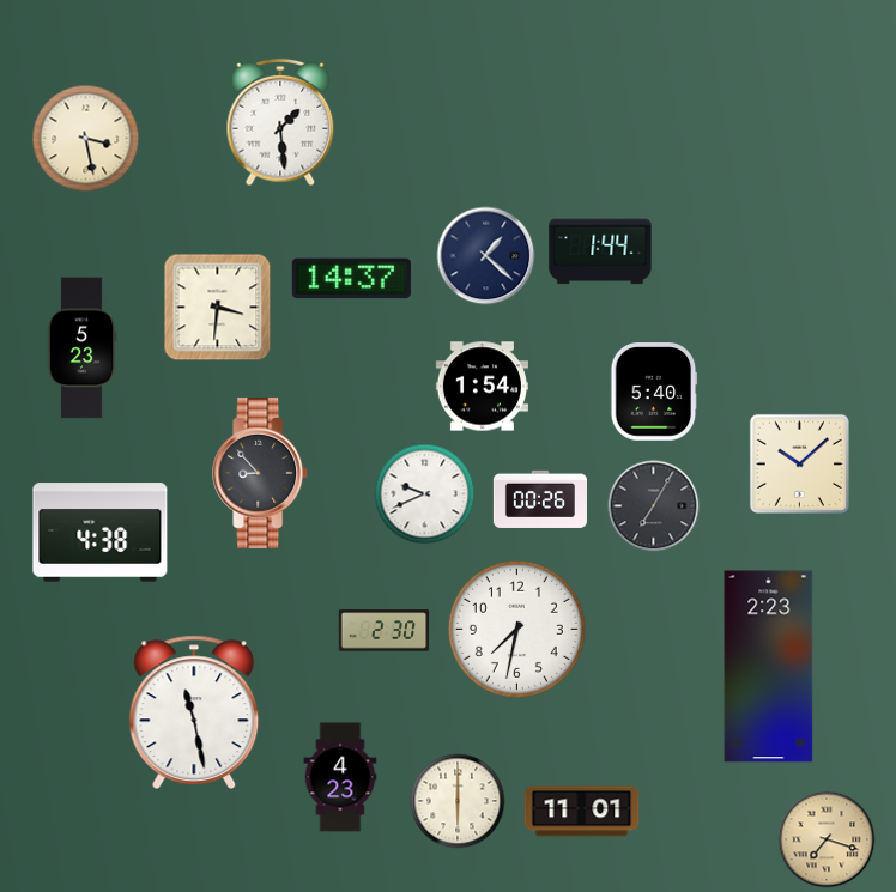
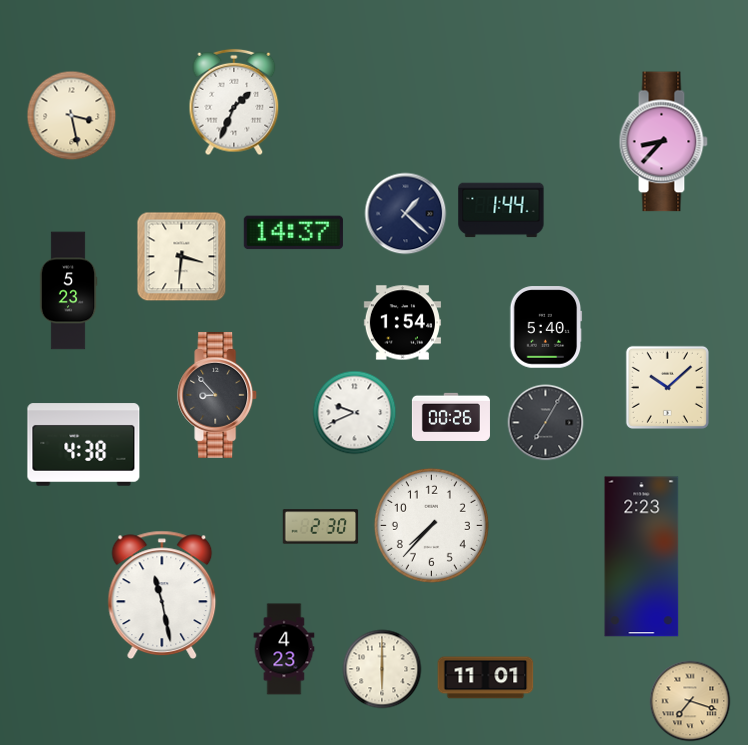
clock at (280, 122): 1:29 -> 1:34
clock at (663, 142): none -> 8:37
clock at (516, 629): 7:32 -> 7:37
